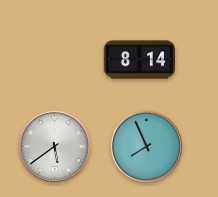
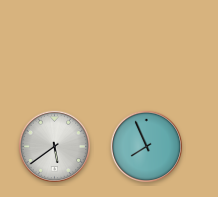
clock at (139, 60): 8:14 -> none
